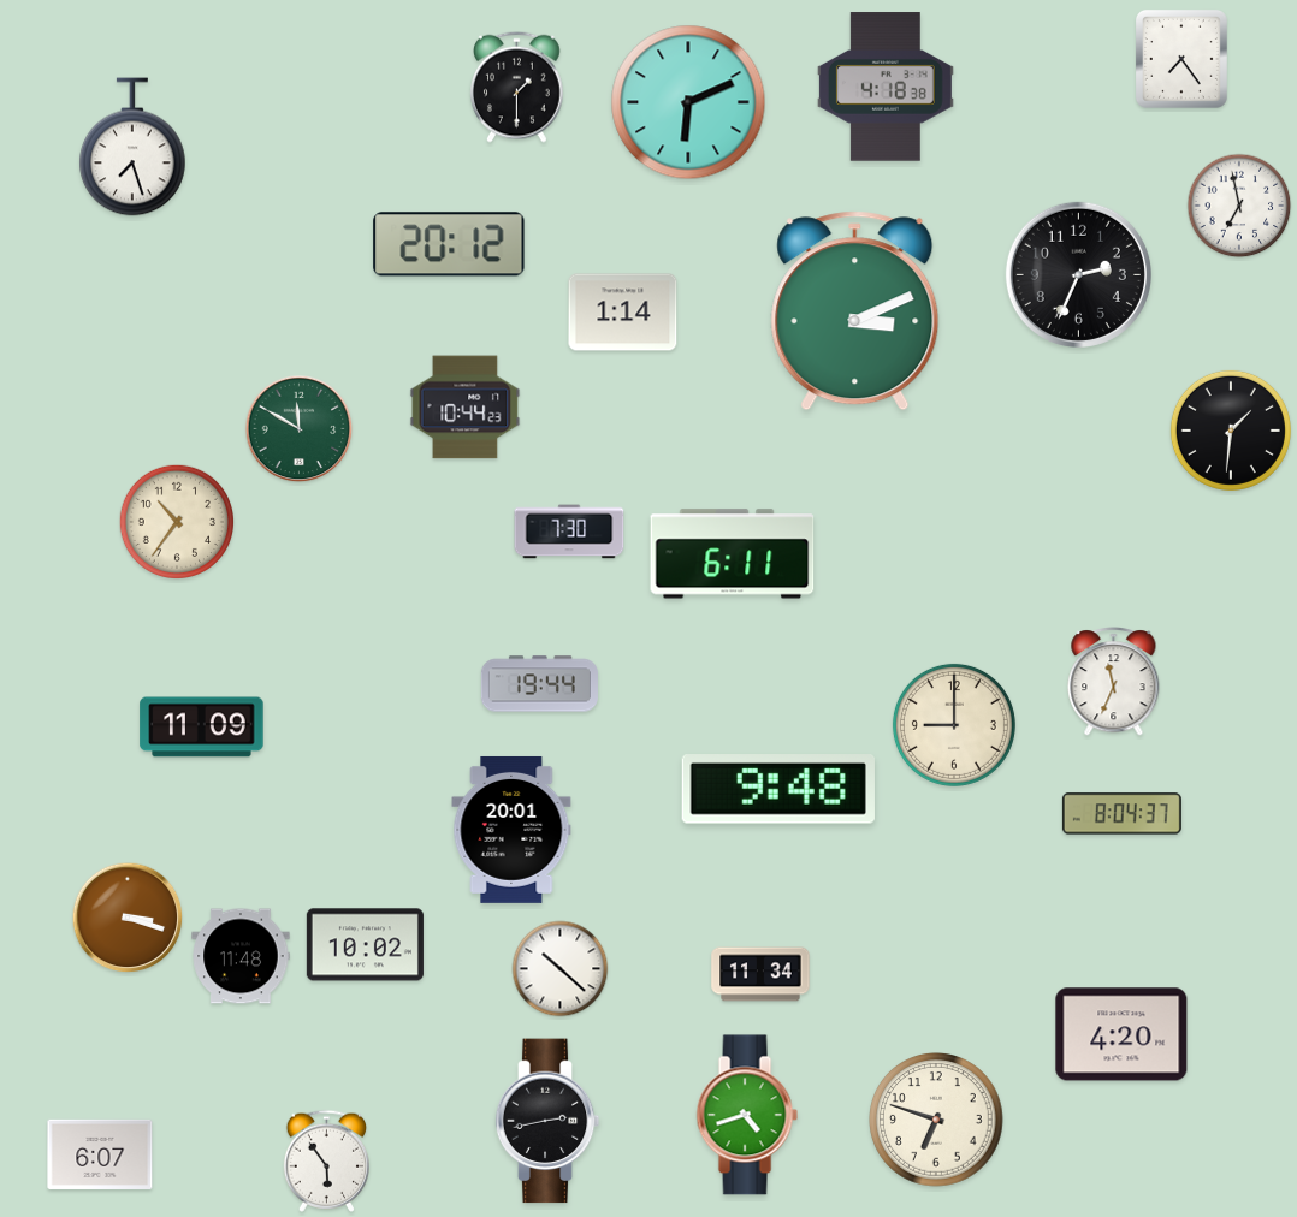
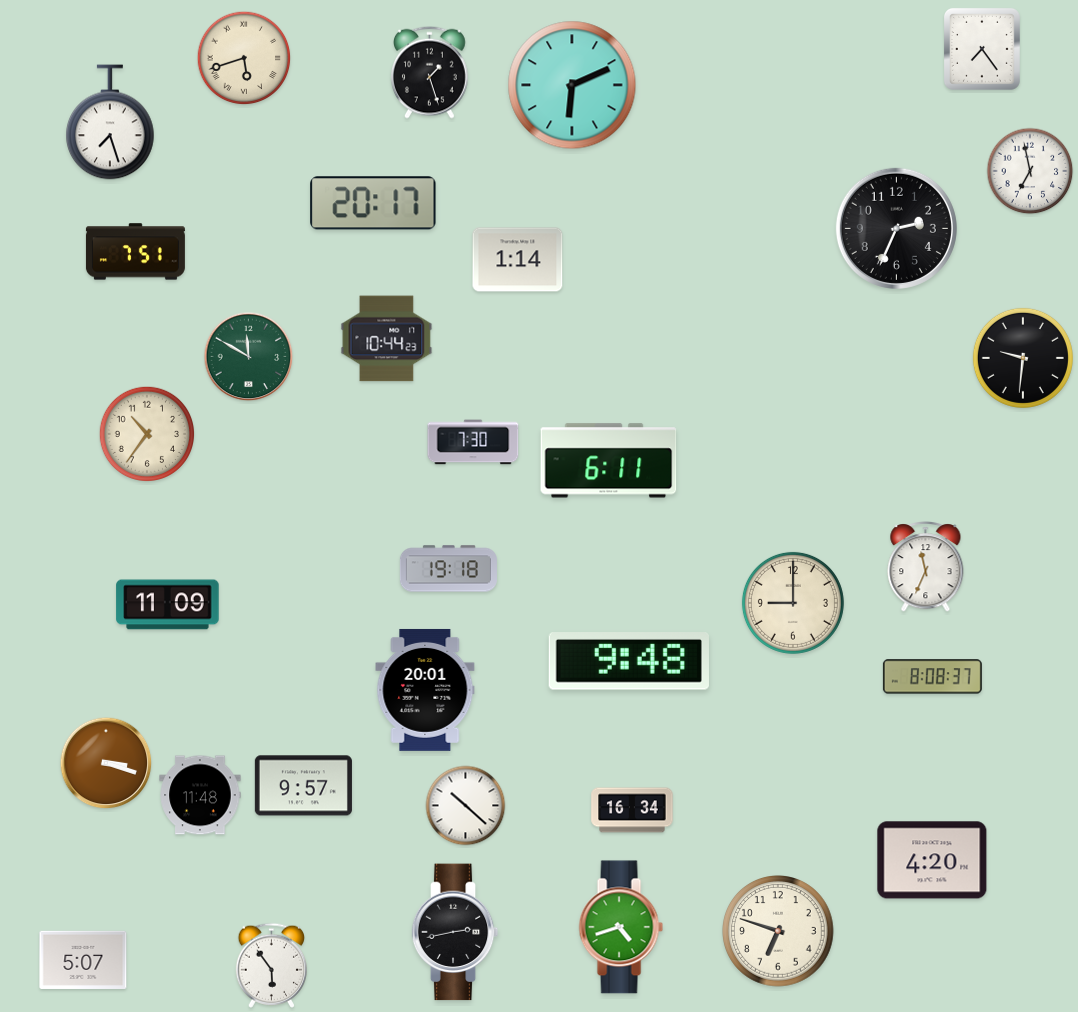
clock at (244, 58): none -> 5:42
clock at (517, 87): 1:30 -> 1:27
clock at (886, 87): 4:18 -> none
clock at (449, 244): 20:12 -> 20:17
clock at (135, 252): none -> 7:51
clock at (855, 311): 3:11 -> none
clock at (1231, 431): 1:31 -> 9:31
clock at (539, 684): 19:44 -> 19:18
clock at (778, 789) position: (778, 789) -> (629, 661)
clock at (1121, 814): 8:04 -> 8:08
clock at (365, 945): 10:02 -> 9:57
clock at (760, 974): 11:34 -> 16:34
clock at (100, 1154): 6:07 -> 5:07
